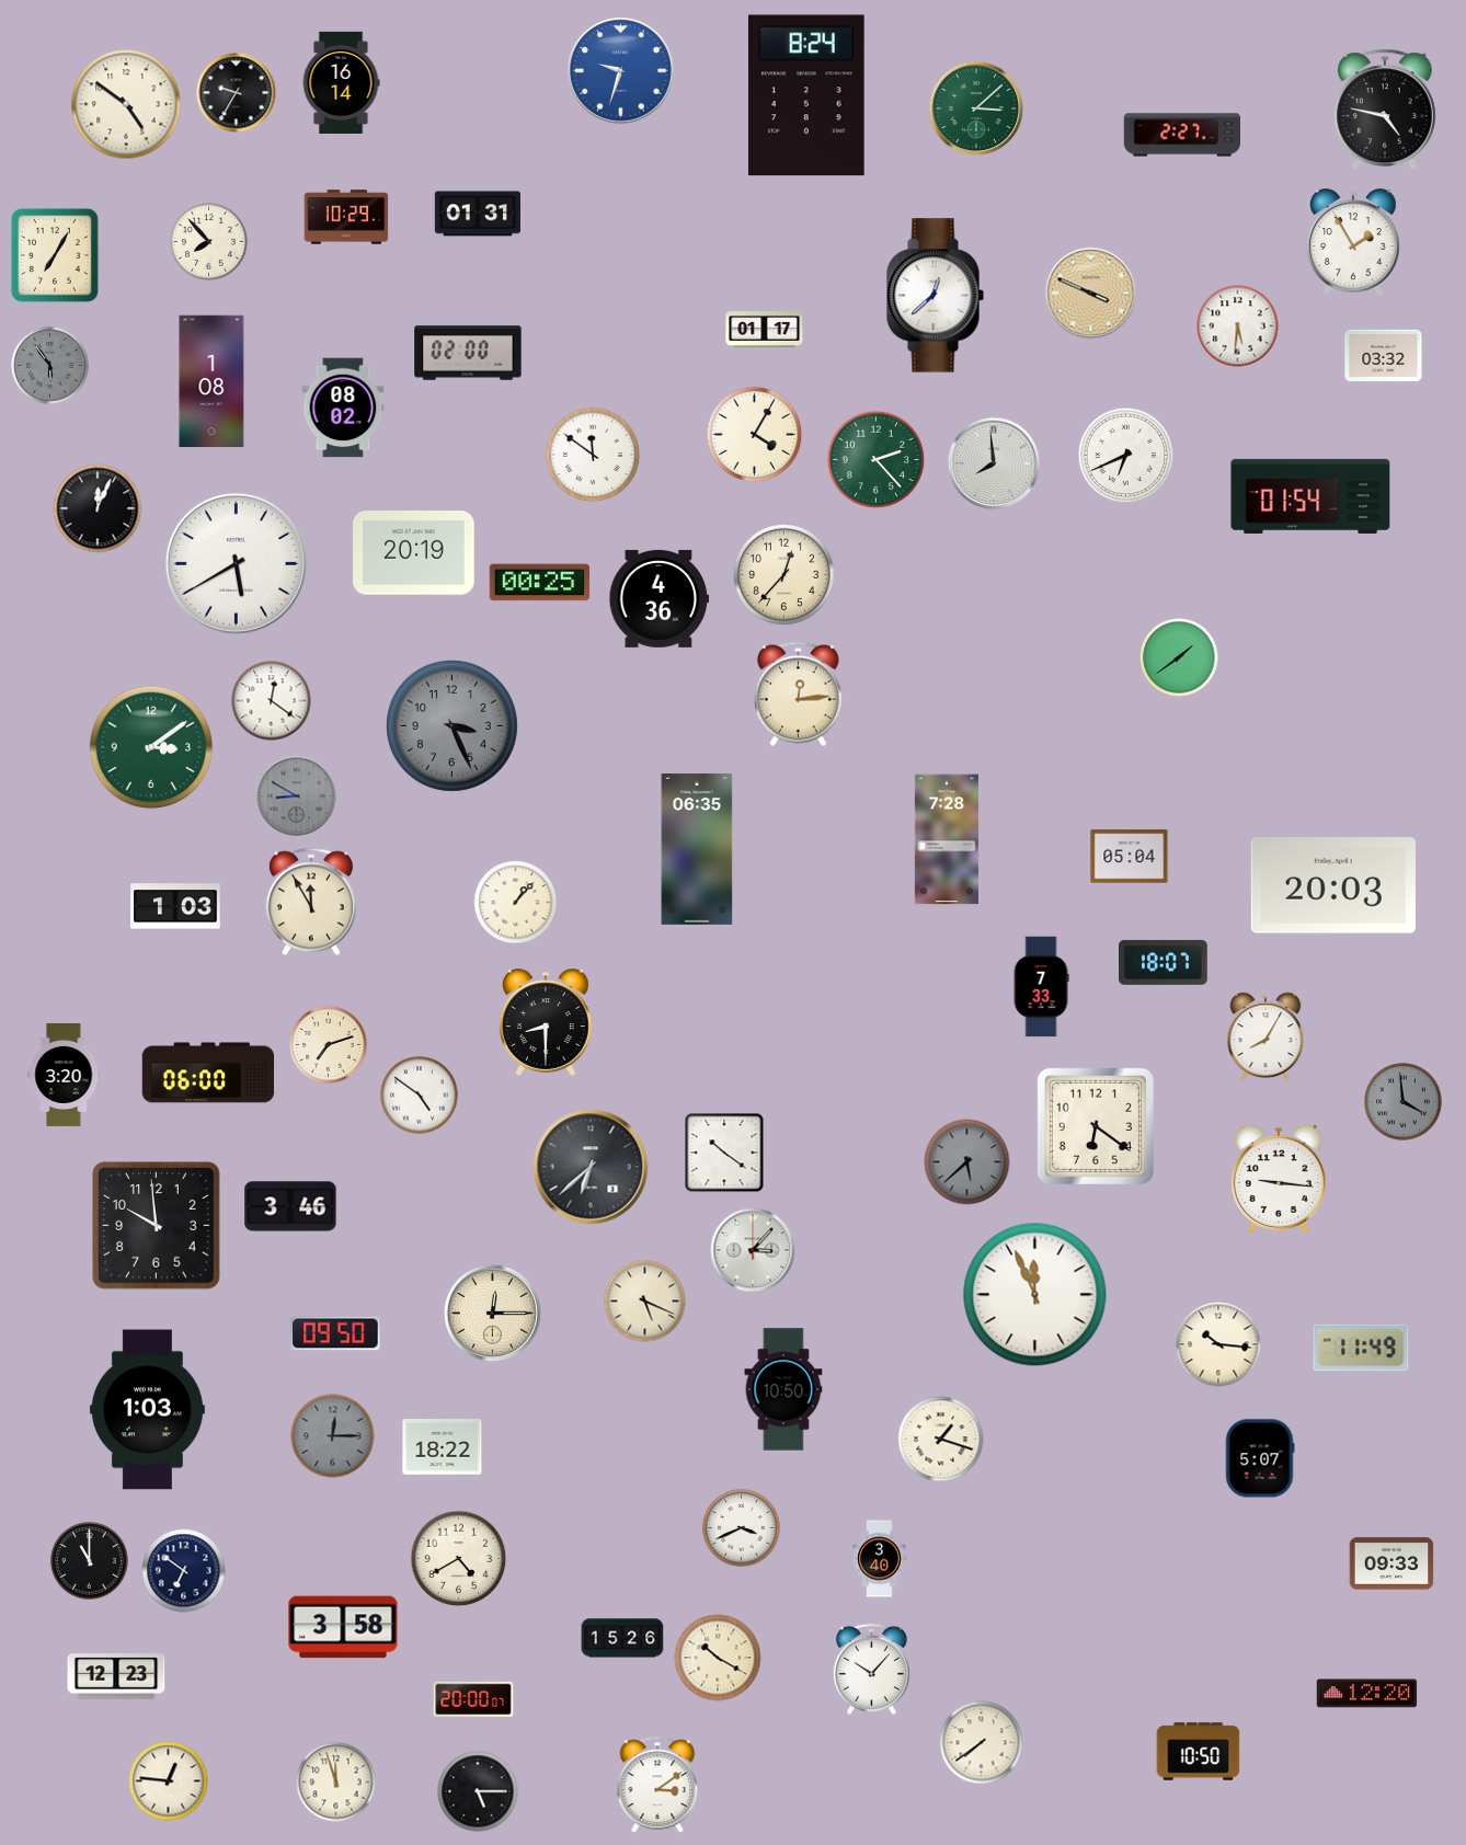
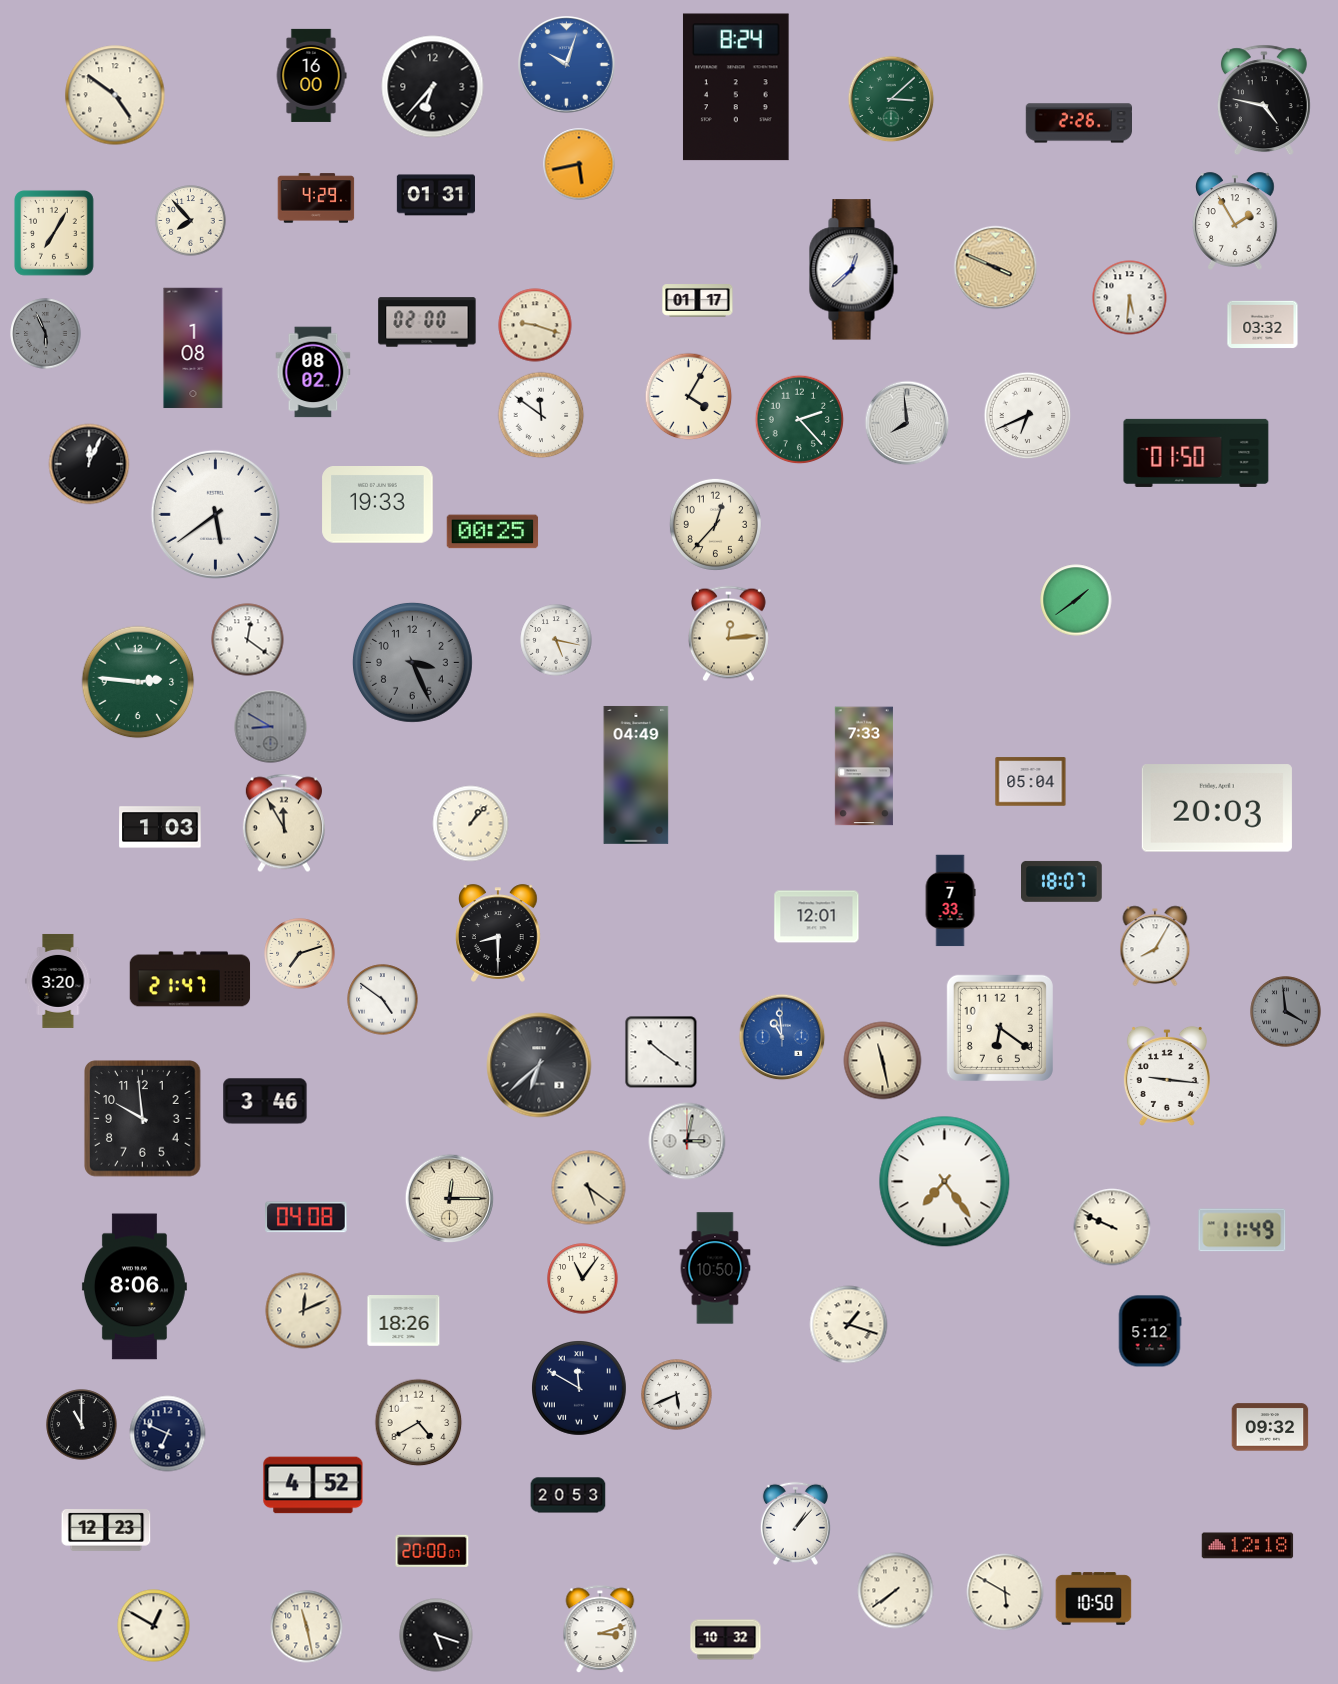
clock at (621, 71): 9:33 -> 10:03
clock at (341, 82): 16:14 -> 16:00
clock at (237, 93): 9:35 -> none
clock at (433, 87): none -> 6:37
clock at (1182, 135): 2:27 -> 2:26
clock at (579, 164): none -> 5:43
clock at (346, 217): 10:29 -> 4:29
clock at (55, 255) position: (55, 255) -> (54, 233)
clock at (535, 325): none -> 9:18
clock at (50, 366): 5:54 -> 5:56
clock at (1310, 496): 01:54 -> 01:50
clock at (414, 553): 20:19 -> 19:33
clock at (236, 563): 5:40 -> 5:39
clock at (660, 598): 4:36 -> none
clock at (556, 640): none -> 5:17
clock at (151, 747): 3:09 -> 2:46
clock at (947, 839): 7:28 -> 7:33
clock at (697, 849): 06:35 -> 04:49
clock at (1164, 962) position: (1164, 962) -> (1062, 881)
clock at (817, 917): none -> 12:01
clock at (208, 1073): 06:00 -> 21:47
clock at (1404, 1102) position: (1404, 1102) -> (1286, 1012)
clock at (782, 1037): none -> 10:59
clock at (967, 1162): 5:38 -> 11:28
clock at (967, 1162) dial: grey -> cream
clock at (753, 1250): 3:07 -> 3:02
clock at (1035, 1295): 11:56 -> 7:24
clock at (645, 1302): 5:19 -> 5:21
clock at (335, 1333): 09:50 -> 04:08
clock at (1218, 1344): 10:16 -> 9:49
clock at (583, 1279): none -> 11:06
clock at (147, 1410): 1:03 -> 8:06
clock at (333, 1436): 12:15 -> 12:11
clock at (333, 1436) dial: grey -> cream
clock at (941, 1440) position: (941, 1440) -> (849, 1325)
clock at (443, 1447): 18:22 -> 18:26
clock at (1260, 1458): 5:07 -> 5:12
clock at (580, 1389): none -> 11:50
clock at (742, 1528): 3:41 -> 5:41
clock at (880, 1559): 3:40 -> none
clock at (1391, 1563): 09:33 -> 09:32
clock at (184, 1571): 6:51 -> 6:49
clock at (343, 1627): 3:58 -> 4:52
clock at (622, 1638): 15:26 -> 20:53
clock at (718, 1658): 10:20 -> none
clock at (871, 1669): 10:07 -> 1:07
clock at (1367, 1694): 12:20 -> 12:18
clock at (1005, 1592): none -> 5:50
clock at (169, 1781): 12:46 -> 12:50
clock at (336, 1783): 11:57 -> 11:28
clock at (657, 1786): 3:09 -> 3:12
clock at (478, 1791): 5:15 -> 5:18
clock at (726, 1640): none -> 10:32
